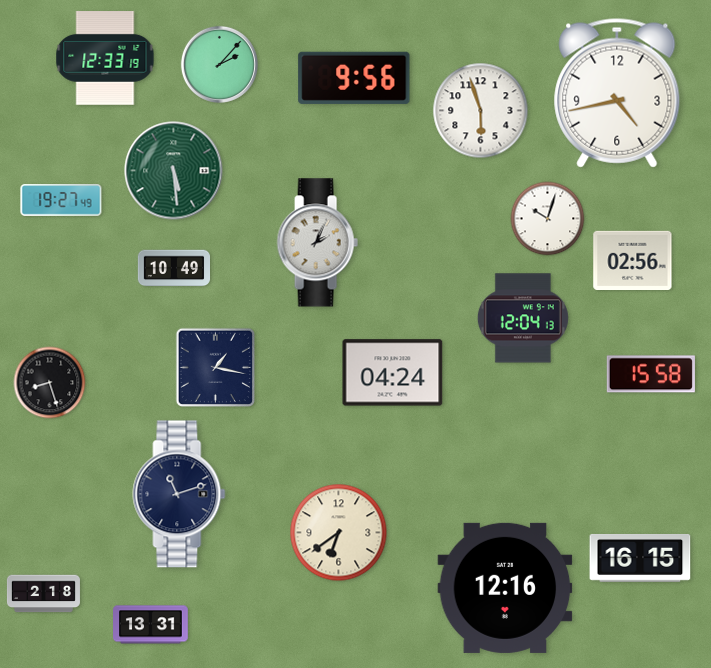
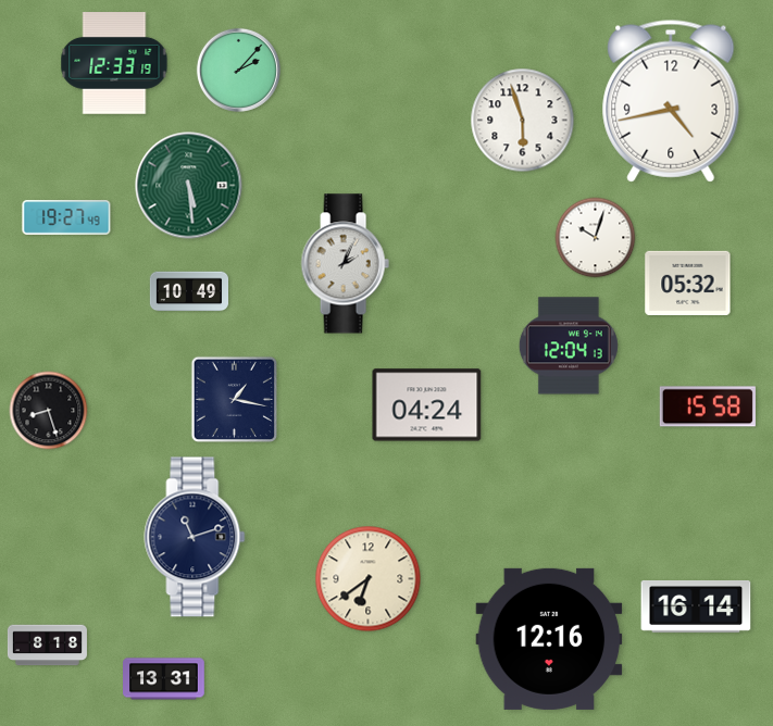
clock at (354, 78): 9:56 -> none
clock at (633, 260): 02:56 -> 05:32
clock at (50, 383) position: (50, 383) -> (49, 411)
clock at (640, 558): 16:15 -> 16:14
clock at (43, 594): 2:18 -> 8:18
